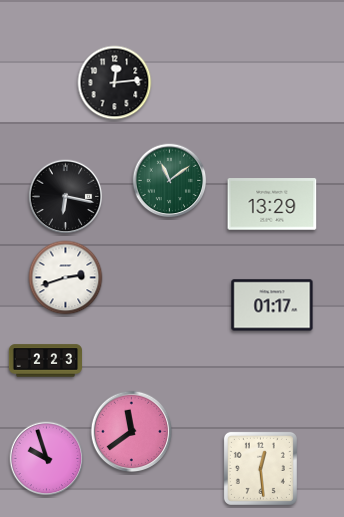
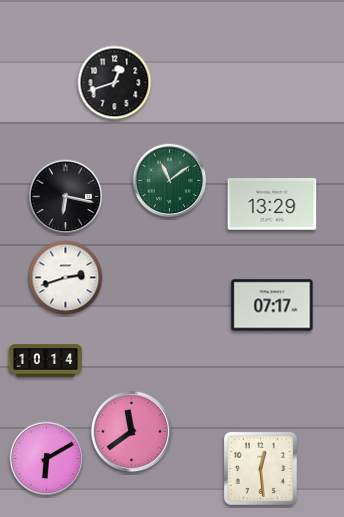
clock at (115, 83): 12:14 -> 12:42
clock at (272, 305): 01:17 -> 07:17
clock at (45, 361): 2:23 -> 10:14
clock at (47, 459): 9:57 -> 6:10
